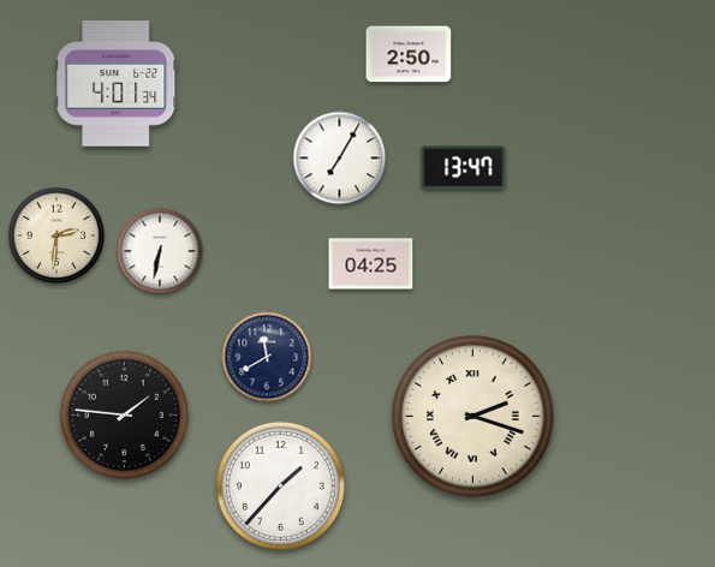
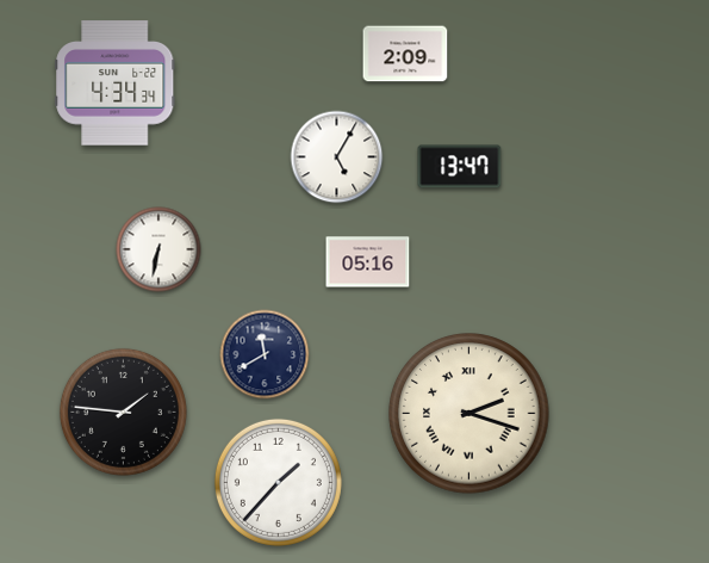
clock at (409, 54): 2:50 -> 2:09
clock at (117, 84): 4:01 -> 4:34
clock at (340, 159): 7:05 -> 5:05
clock at (56, 235): 2:31 -> none
clock at (371, 264): 04:25 -> 05:16
